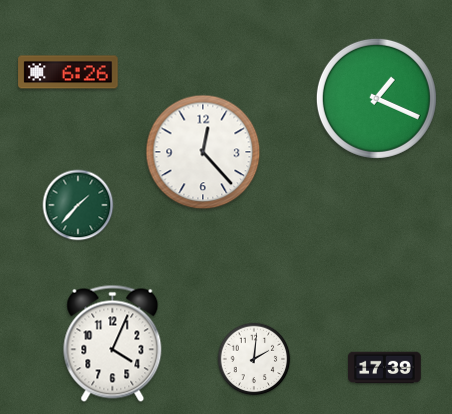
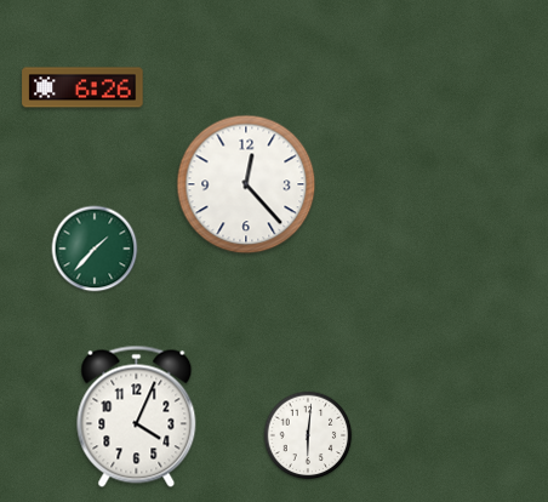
clock at (376, 98): 1:19 -> none
clock at (254, 359): 2:01 -> 6:01
clock at (385, 368): 17:39 -> none
